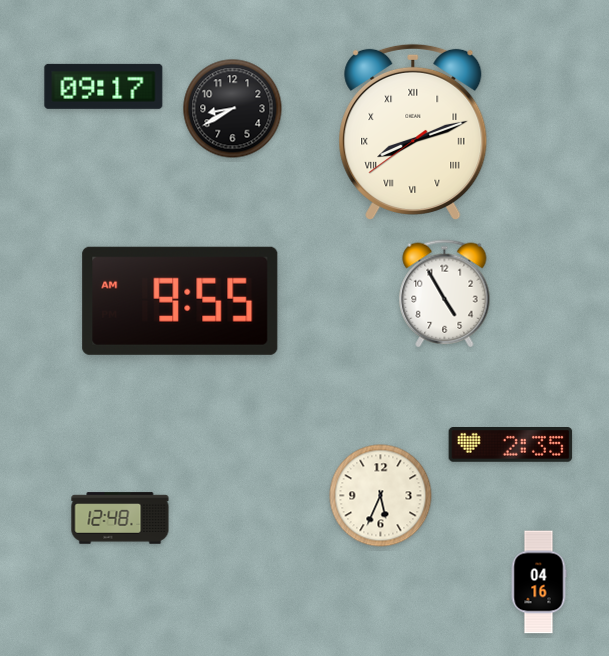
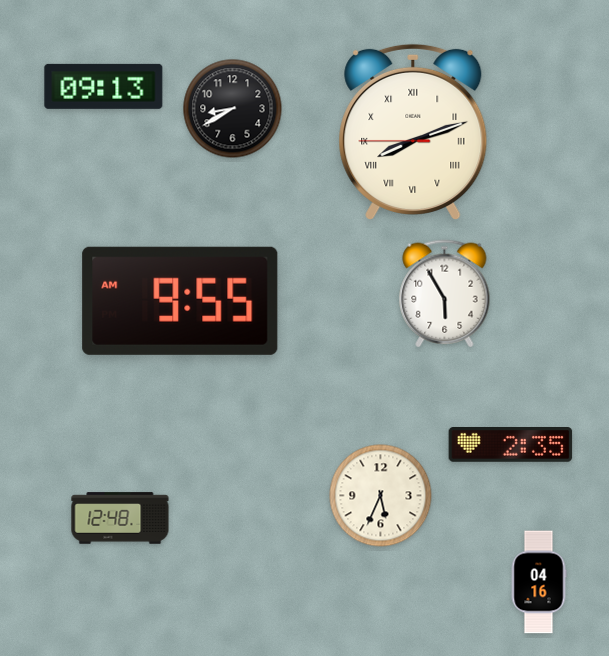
clock at (104, 86): 09:17 -> 09:13
clock at (413, 131): 8:11:39 -> 8:11:45
clock at (445, 294): 4:55 -> 5:55
